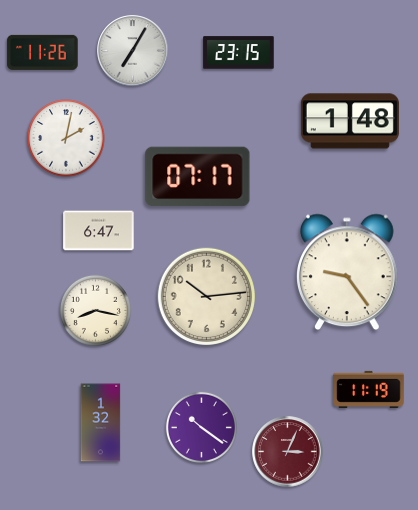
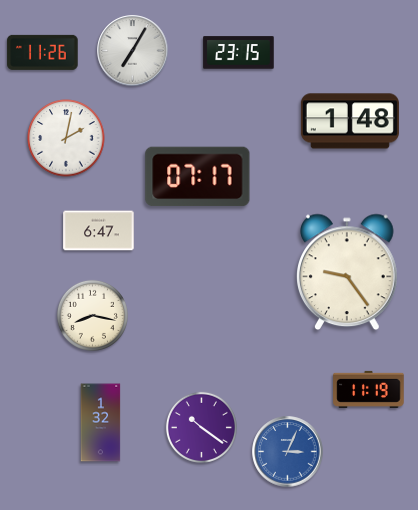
clock at (206, 296): 10:14 -> none
clock at (95, 310) position: (95, 310) -> (92, 315)
clock at (288, 452) dial: burgundy -> blue
